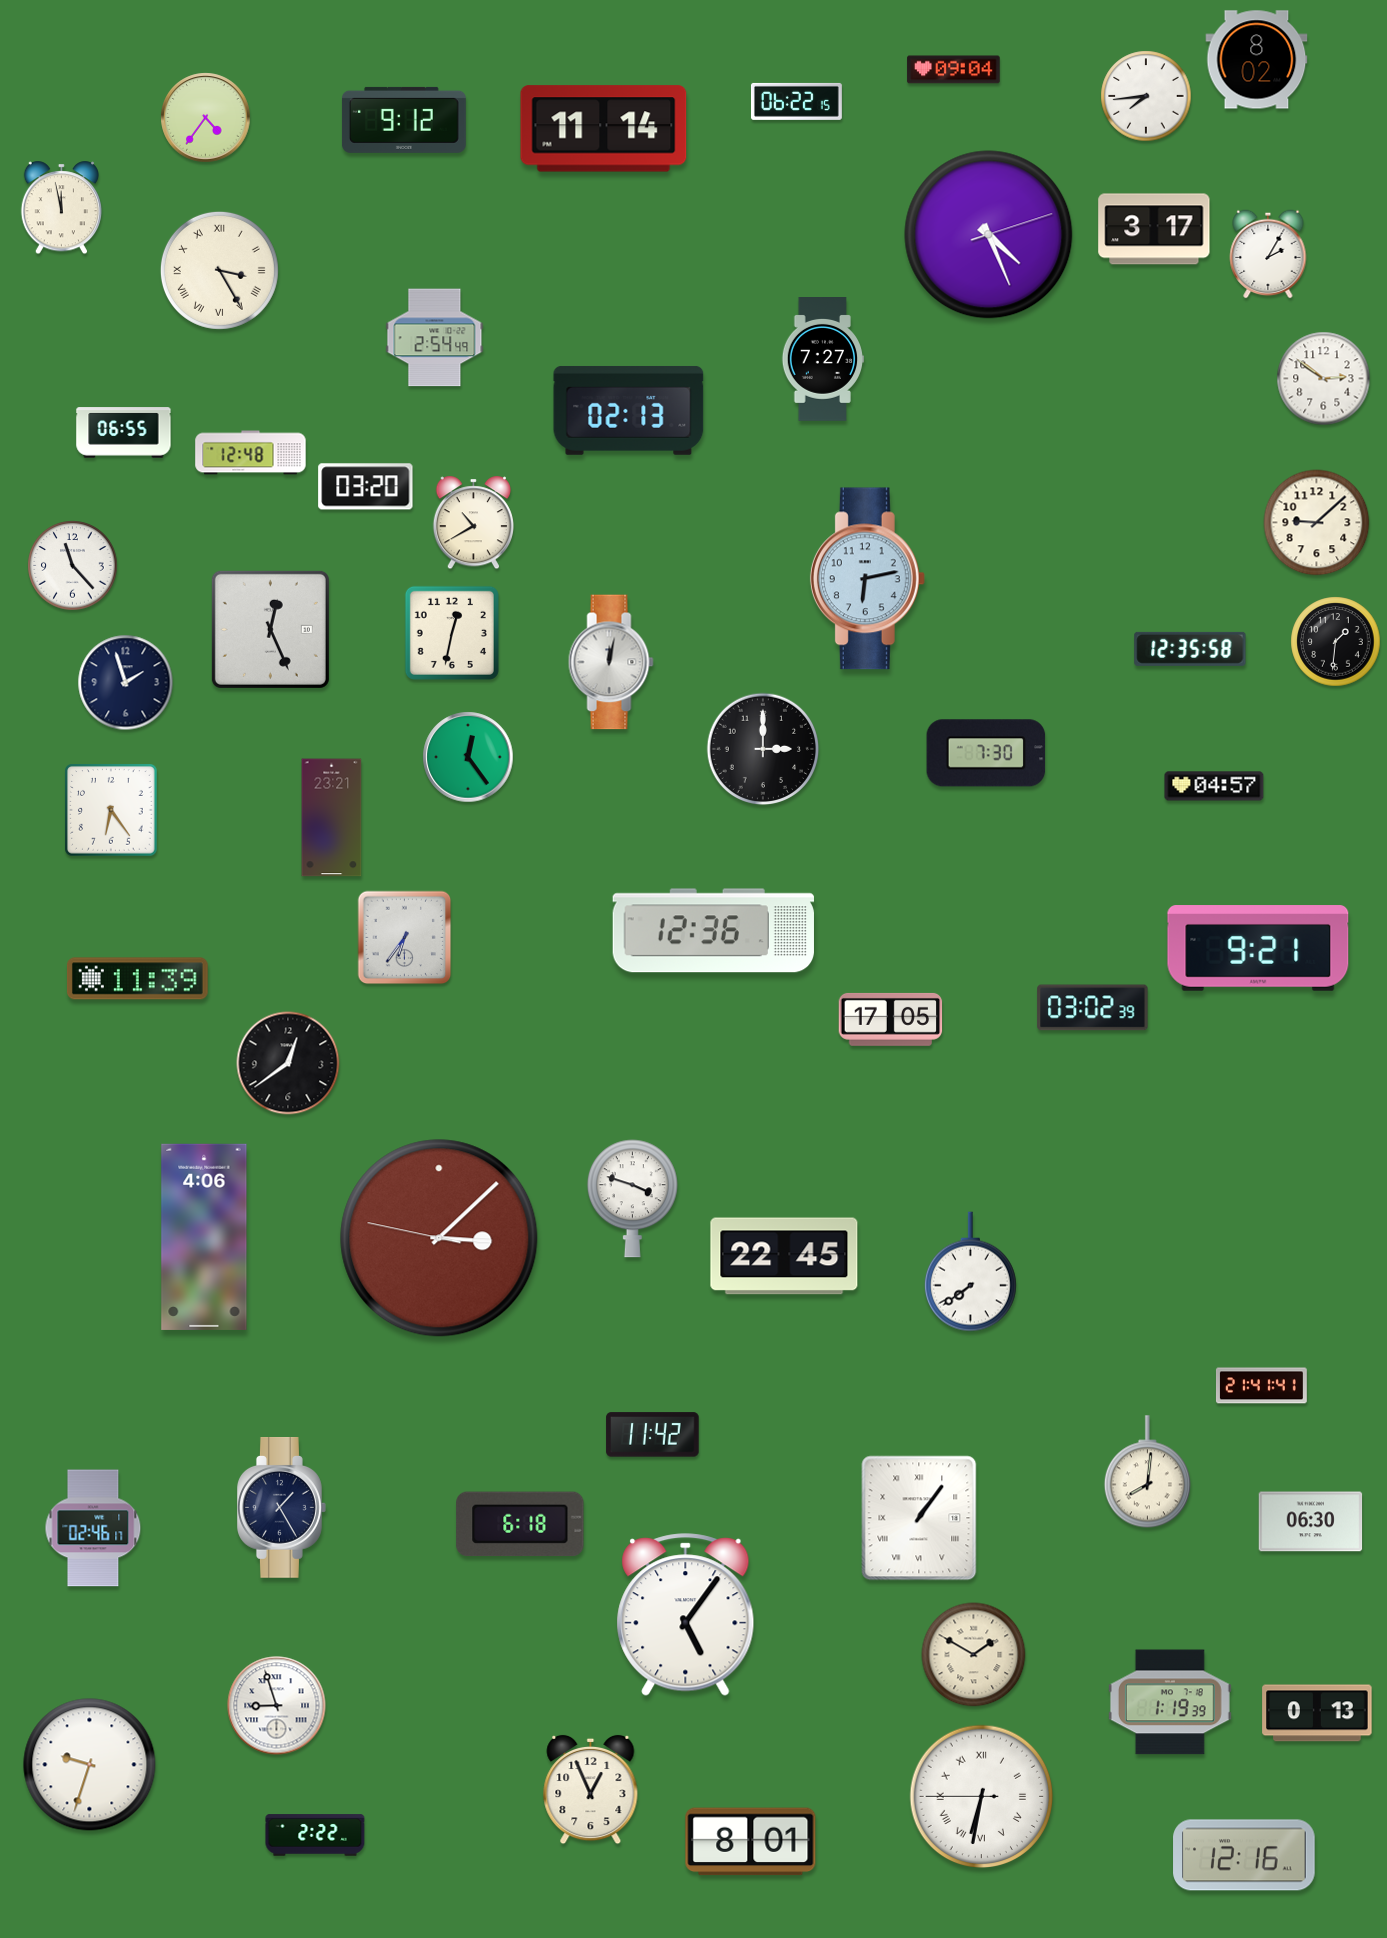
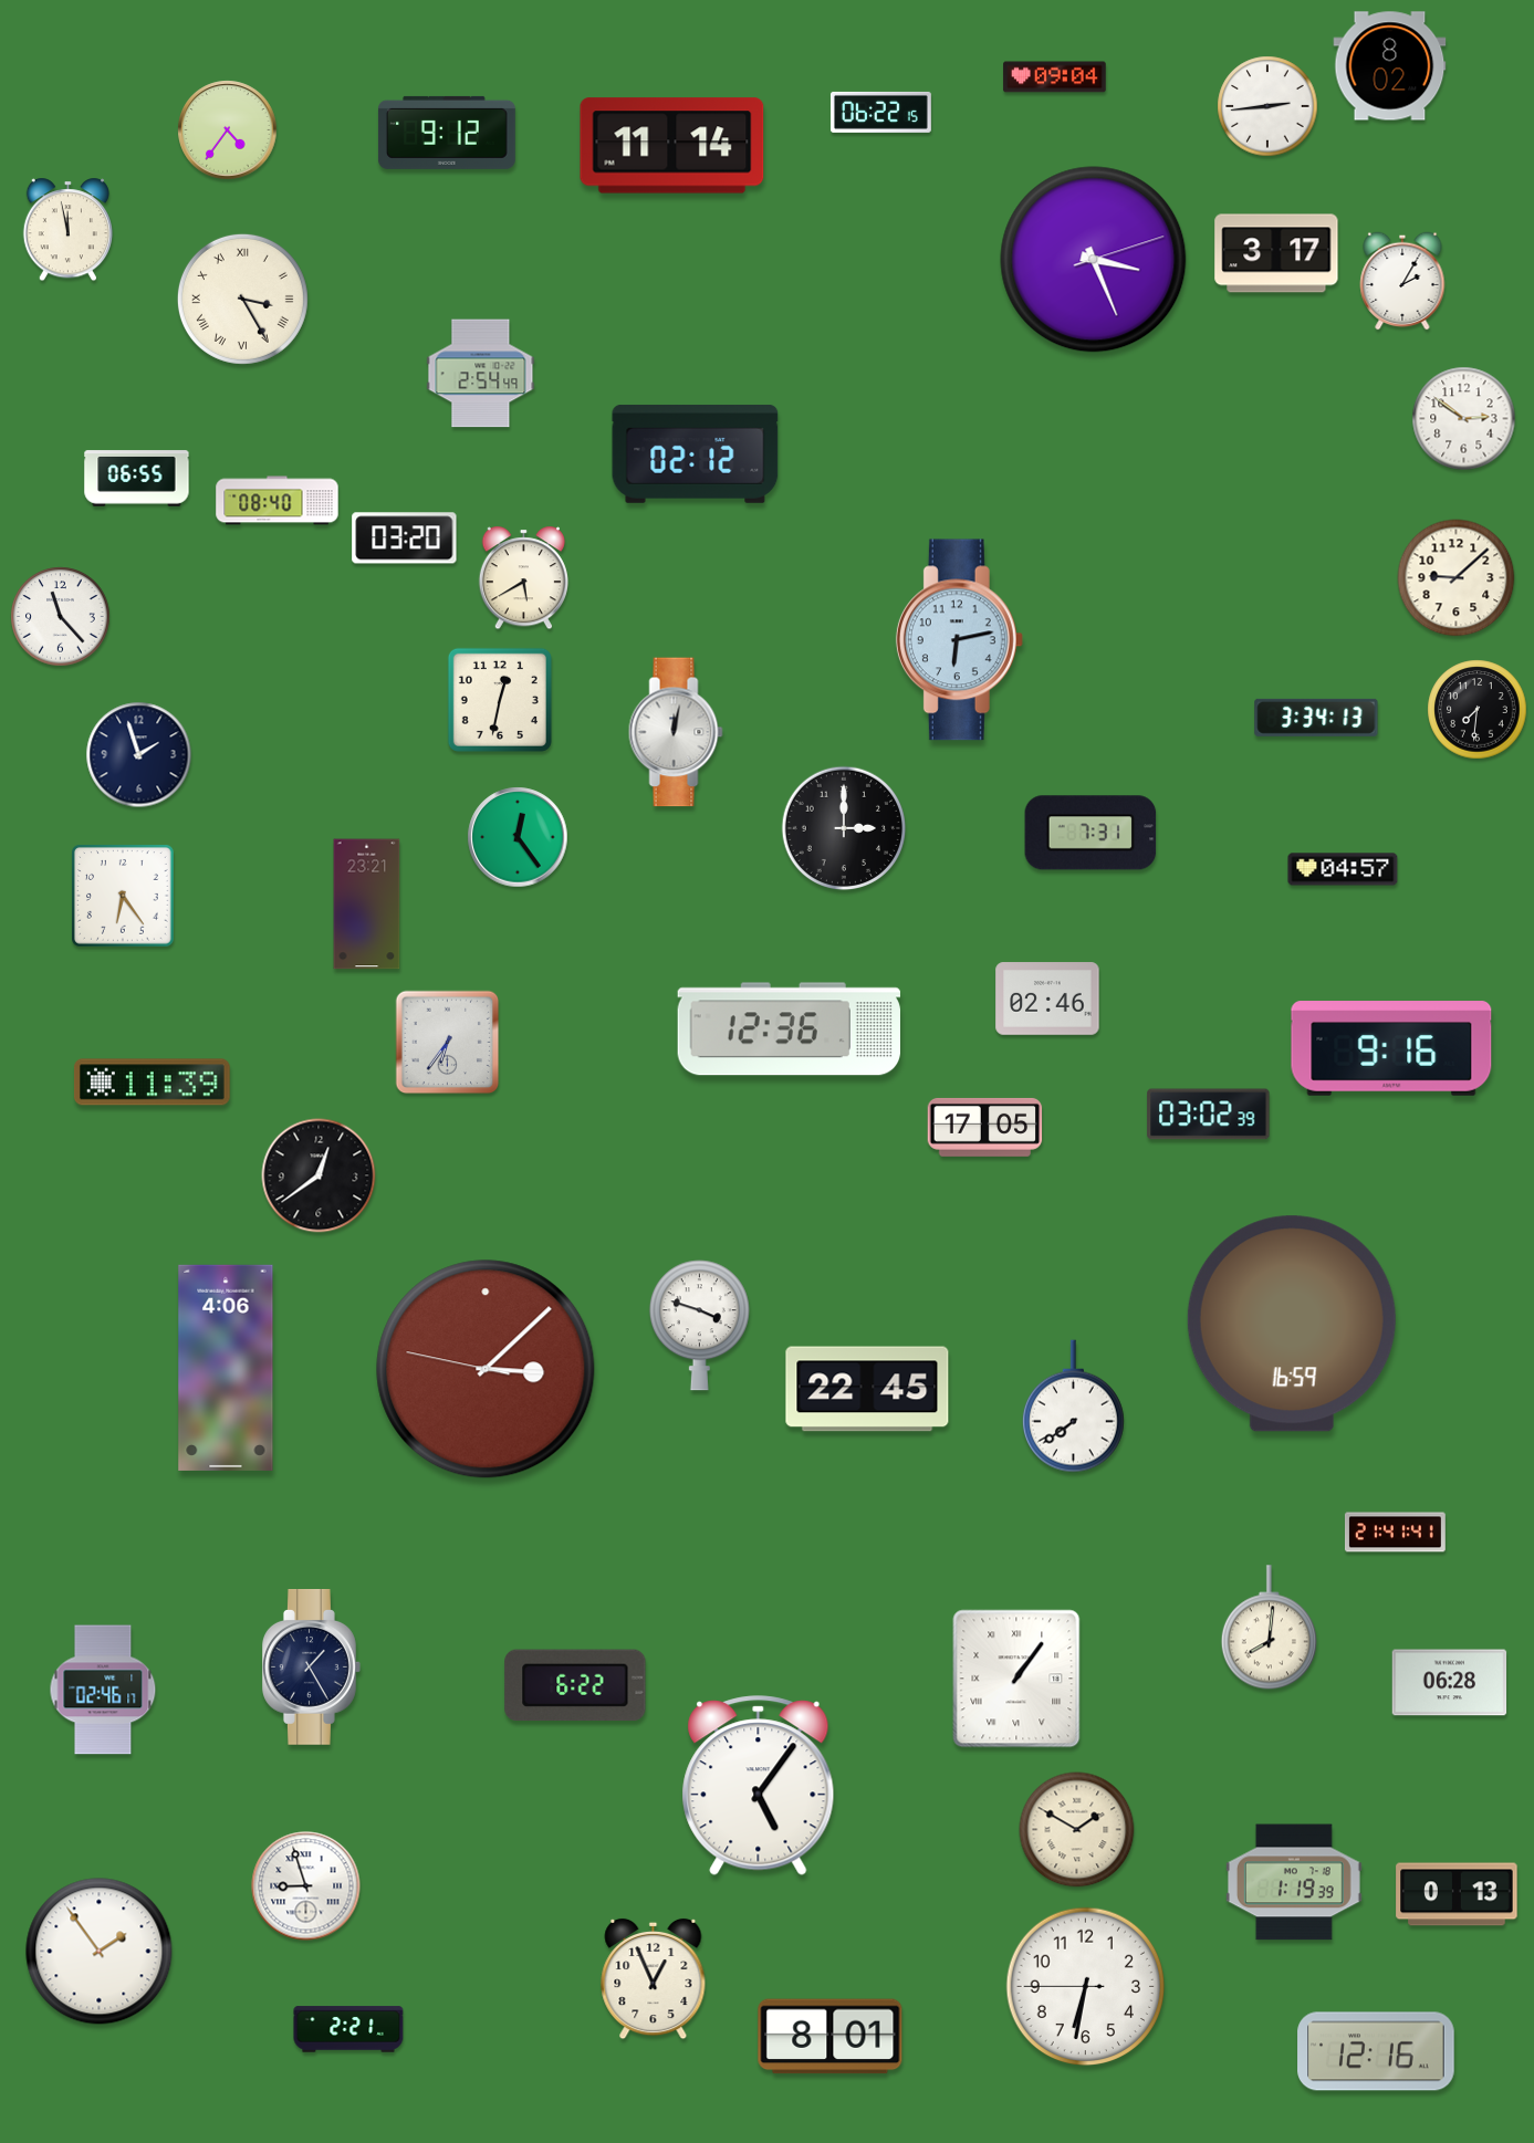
clock at (1146, 96): 7:44 -> 2:44
clock at (604, 129) position: (604, 129) -> (672, 146)
clock at (989, 235): 4:26 -> 3:26
clock at (822, 360): 7:27 -> none
clock at (629, 410): 02:13 -> 02:12
clock at (251, 453): 12:48 -> 08:40
clock at (473, 523): 10:40 -> 5:40
clock at (73, 566) position: (73, 566) -> (61, 617)
clock at (270, 629): 12:26 -> none
clock at (1336, 642): 1:31 -> 7:31
clock at (1190, 649): 12:35 -> 3:34
clock at (986, 753): 7:30 -> 7:31
clock at (1047, 999): none -> 02:46
clock at (405, 938) position: (405, 938) -> (448, 1043)
clock at (1258, 948): 9:21 -> 9:16
clock at (1292, 1324): none -> 16:59
clock at (653, 1435): 11:42 -> none
clock at (1311, 1522): 06:30 -> 06:28
clock at (520, 1524): 6:18 -> 6:22
clock at (90, 1765): 9:33 -> 1:54
clock at (982, 1797) numerals: Roman -> Arabic
clock at (315, 1835): 2:22 -> 2:21
